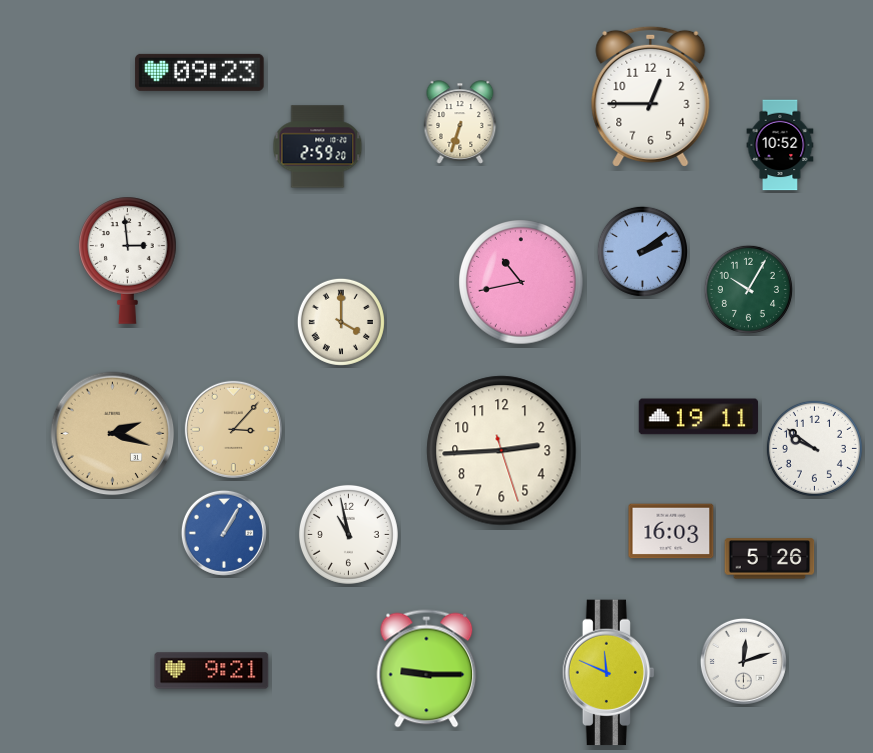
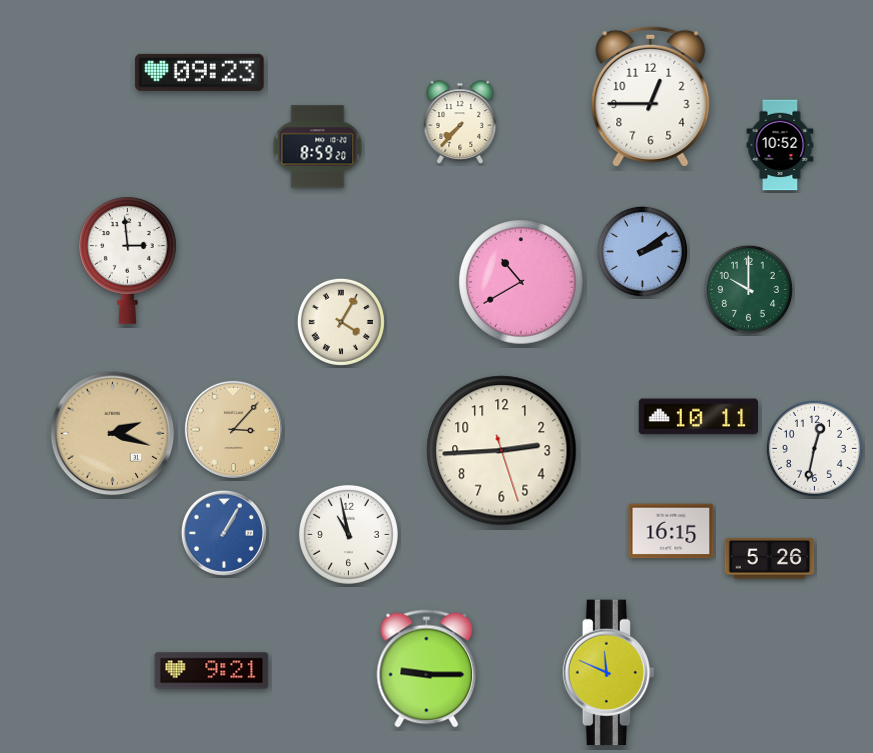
clock at (460, 122): 6:33 -> 7:37
clock at (318, 147): 2:59 -> 8:59
clock at (521, 282): 10:43 -> 10:40
clock at (748, 289): 10:05 -> 10:00
clock at (341, 322): 4:00 -> 4:05
clock at (699, 417): 19:11 -> 10:11
clock at (814, 448): 9:51 -> 12:32
clock at (671, 531): 16:03 -> 16:15
clock at (743, 661): 12:12 -> none
